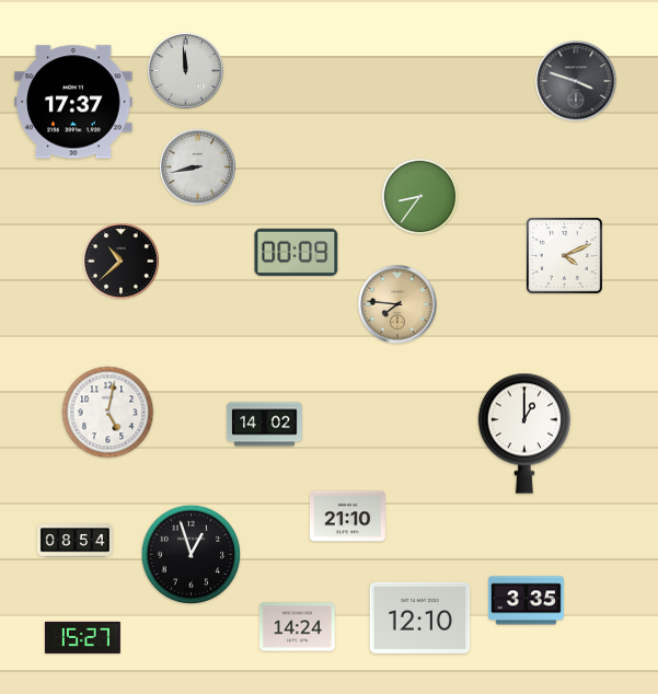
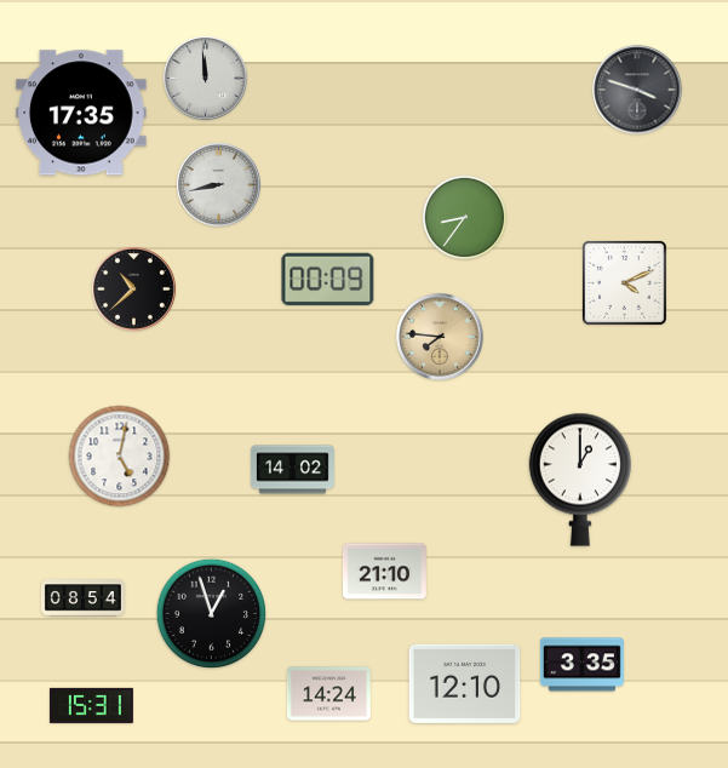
clock at (74, 102): 17:37 -> 17:35
clock at (82, 637): 15:27 -> 15:31
